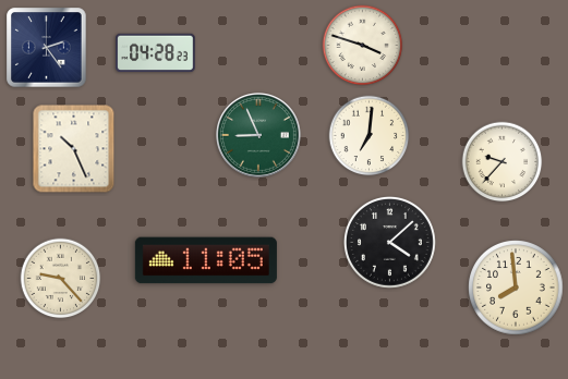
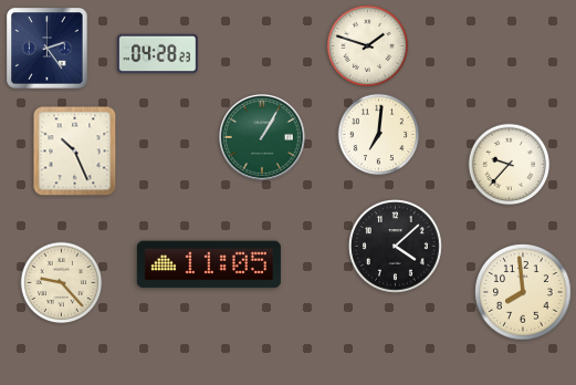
clock at (363, 46): 3:48 -> 1:48
clock at (259, 136): 8:56 -> 1:05
clock at (370, 136) position: (370, 136) -> (379, 135)
